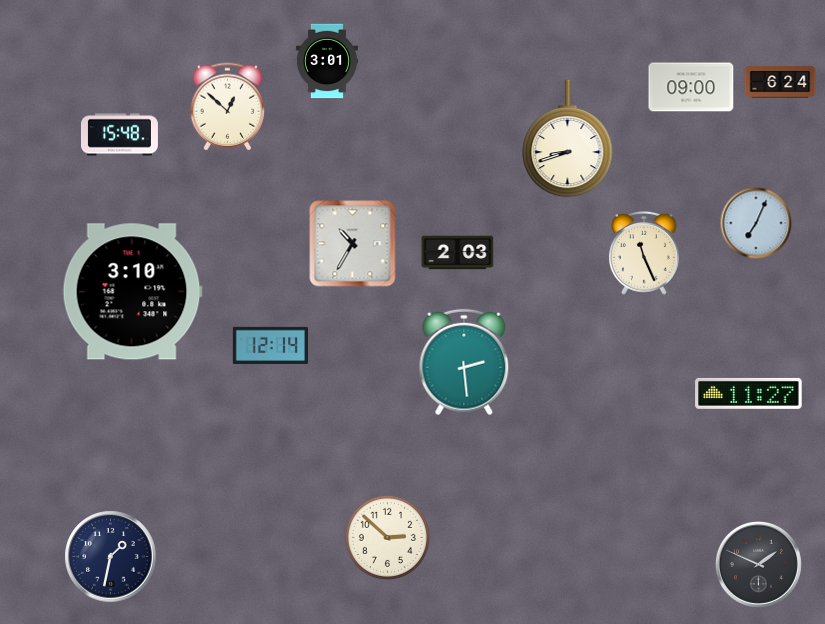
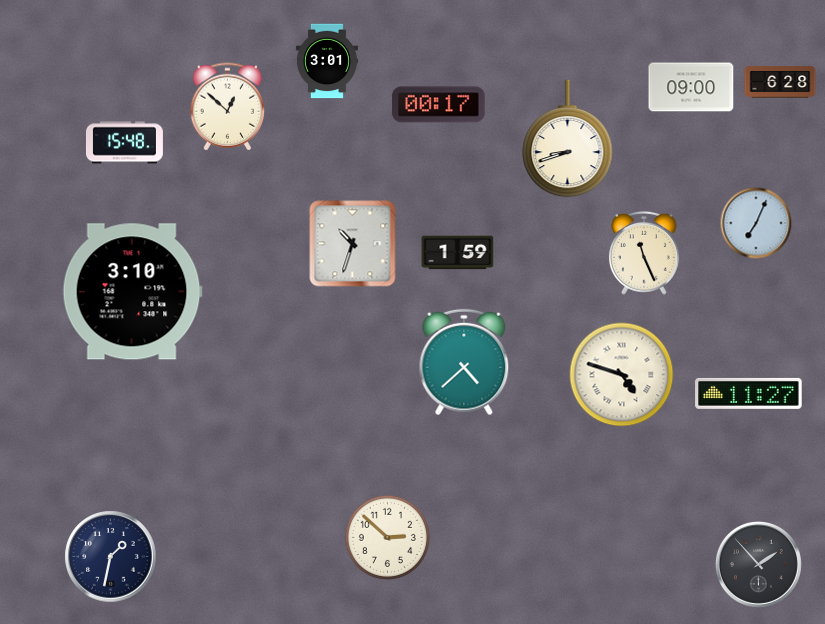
clock at (780, 82): 6:24 -> 6:28
clock at (439, 105): none -> 00:17
clock at (119, 135) position: (119, 135) -> (124, 143)
clock at (353, 244): 10:35 -> 10:33
clock at (458, 253): 2:03 -> 1:59
clock at (270, 345): 12:14 -> none
clock at (464, 362): 2:29 -> 4:38
clock at (622, 375): none -> 4:48
clock at (758, 564): 1:49 -> 1:53
